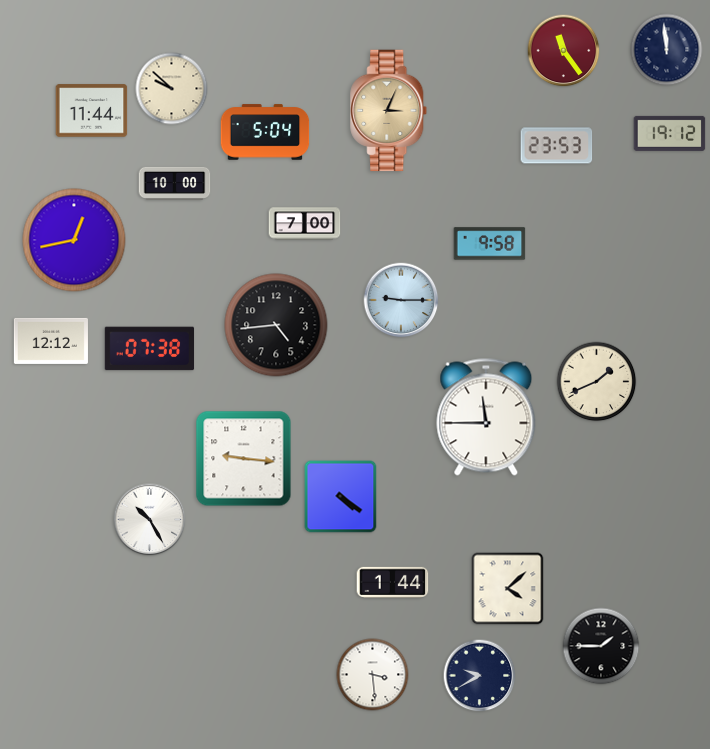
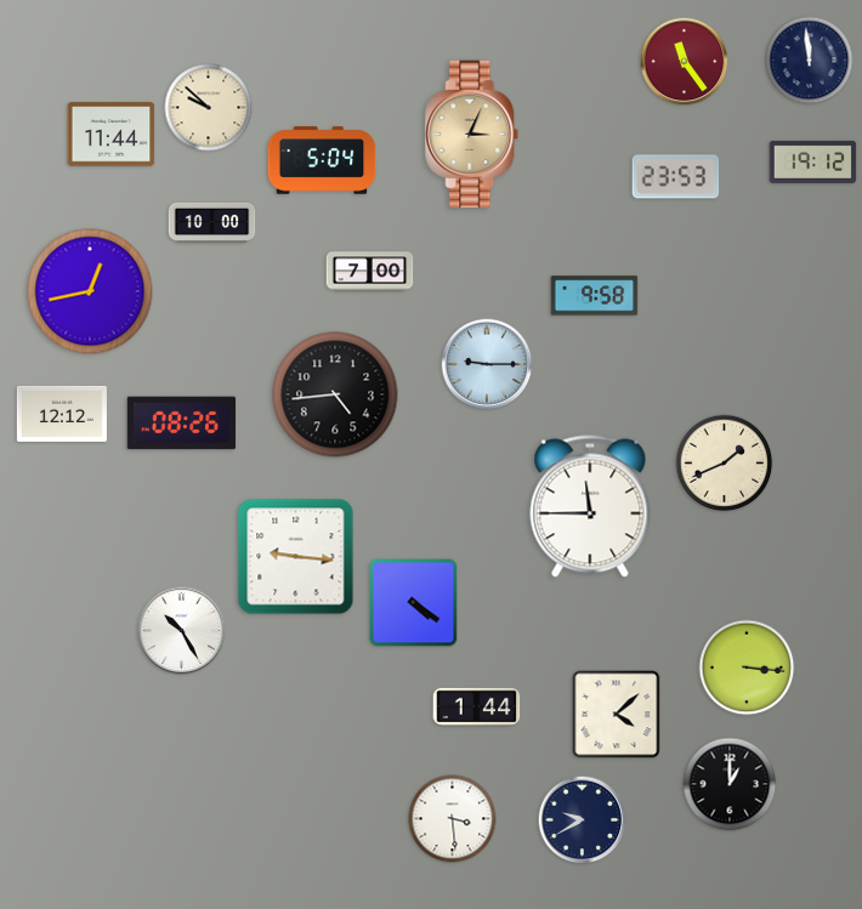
clock at (150, 349): 07:38 -> 08:26
clock at (747, 667): none -> 3:16
clock at (601, 646): 1:45 -> 1:00
